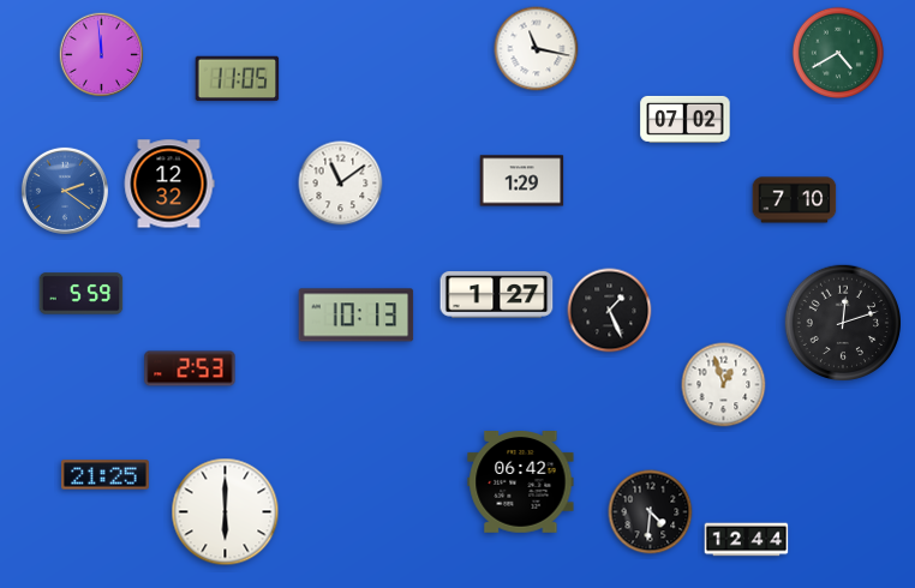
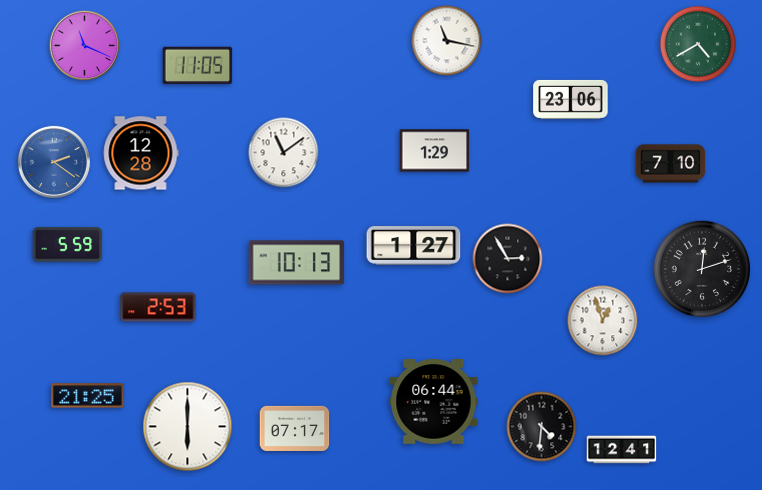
clock at (102, 55): 11:59 -> 11:19
clock at (686, 119): 07:02 -> 23:06
clock at (169, 184): 12:32 -> 12:28
clock at (65, 191) position: (65, 191) -> (54, 162)
clock at (795, 200) position: (795, 200) -> (671, 164)
clock at (610, 311): 1:26 -> 2:55
clock at (521, 482): 06:42 -> 06:44
clock at (295, 428): none -> 07:17
clock at (747, 540): 12:44 -> 12:41
